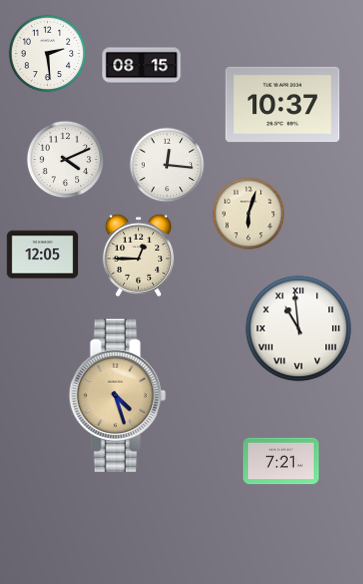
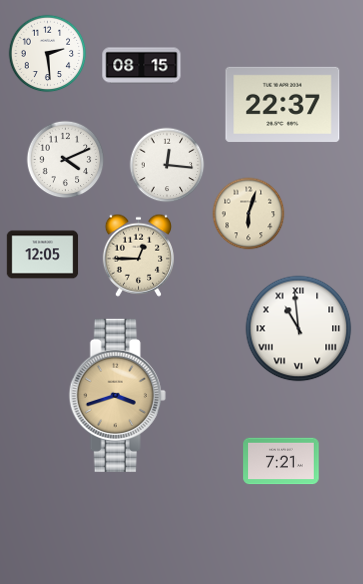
clock at (283, 104): 10:37 -> 22:37
clock at (117, 395): 4:27 -> 3:42
